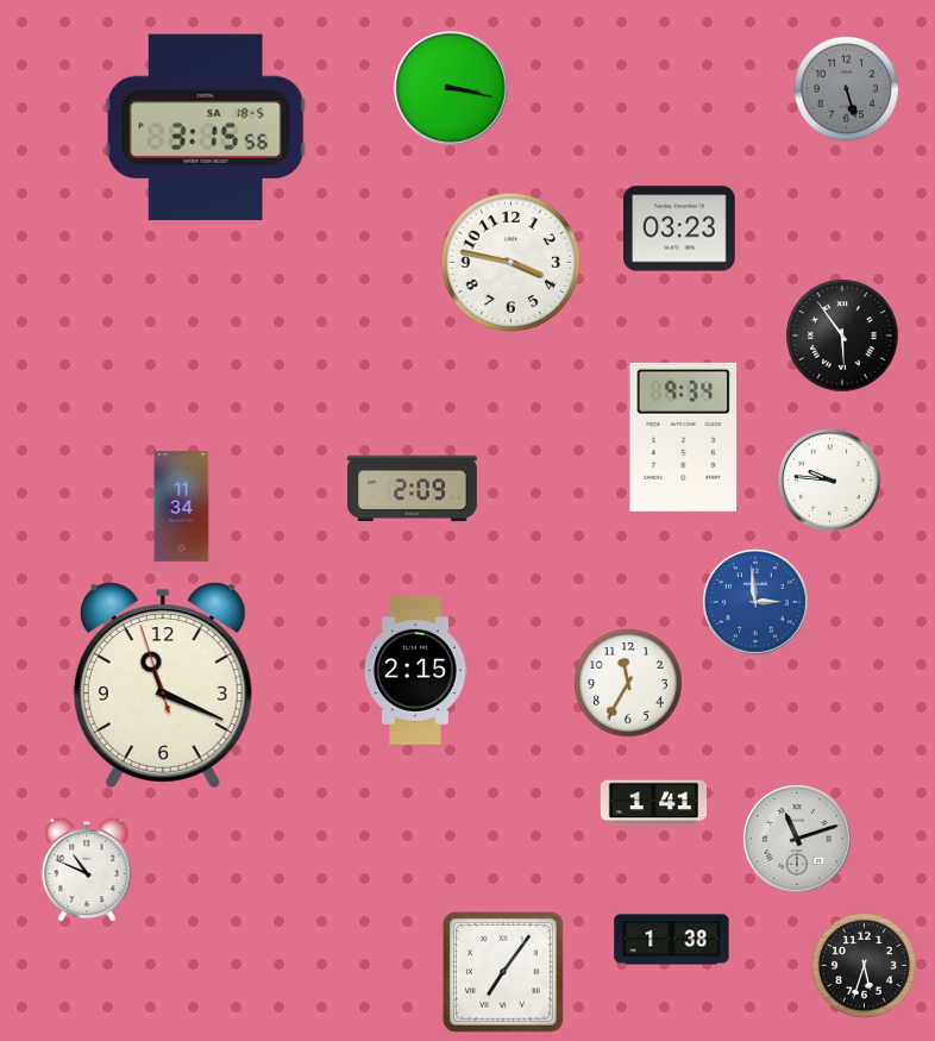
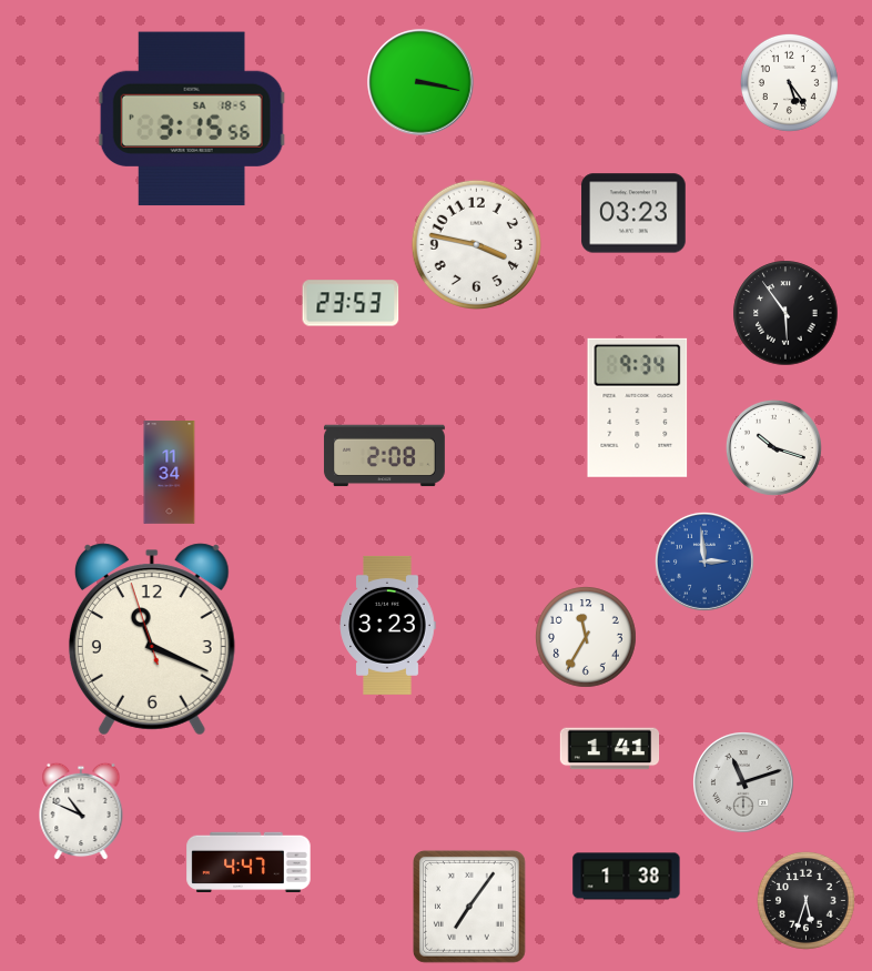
clock at (846, 88): 5:27 -> 5:24
clock at (846, 88) dial: grey -> white
clock at (351, 303): none -> 23:53
clock at (829, 479): 9:46 -> 10:18
clock at (412, 489): 2:09 -> 2:08
clock at (415, 670): 2:15 -> 3:23
clock at (249, 861): none -> 4:47
